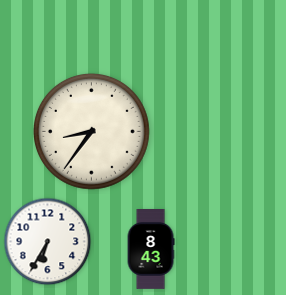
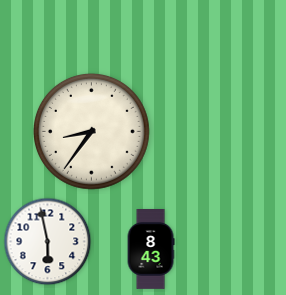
clock at (48, 242): 6:35 -> 5:58
